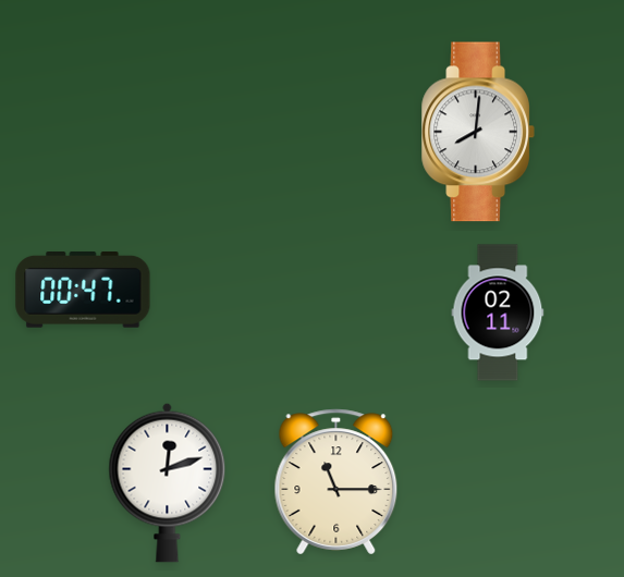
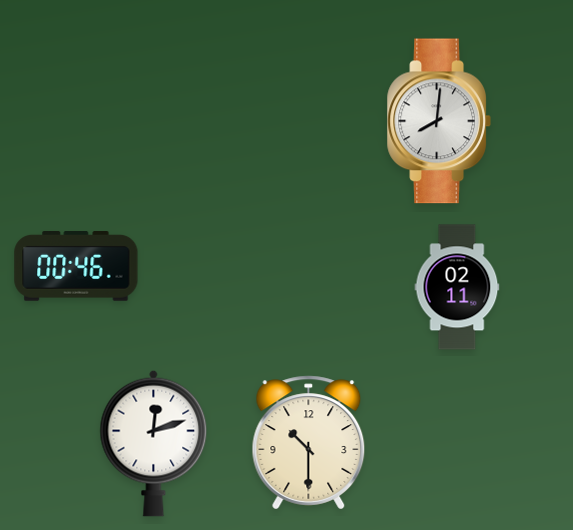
clock at (83, 291): 00:47 -> 00:46
clock at (337, 482): 11:15 -> 10:30
